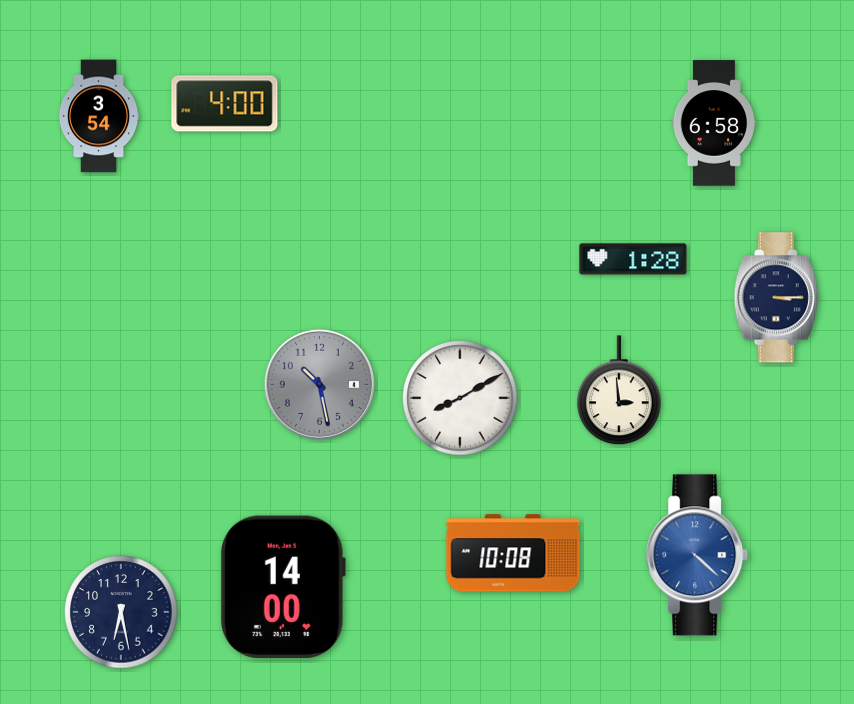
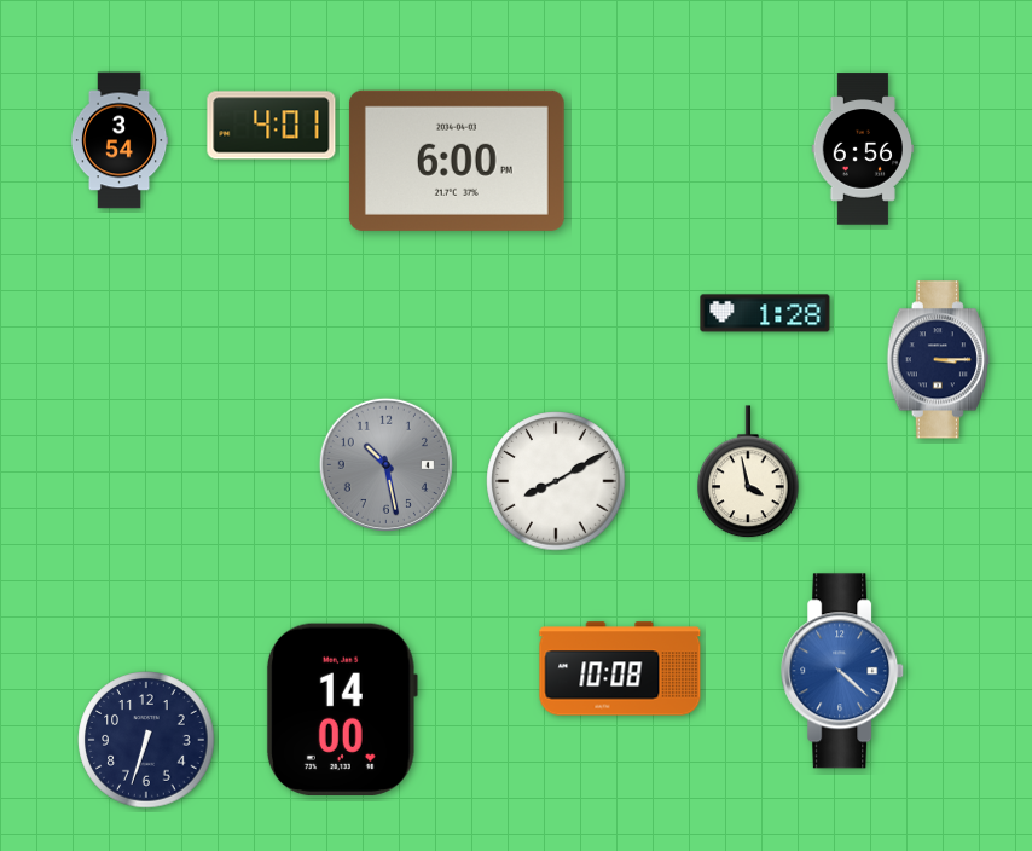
clock at (225, 104): 4:00 -> 4:01
clock at (714, 123): 6:58 -> 6:56
clock at (457, 161): none -> 6:00
clock at (620, 391): 2:59 -> 3:58
clock at (121, 612): 6:28 -> 6:33
